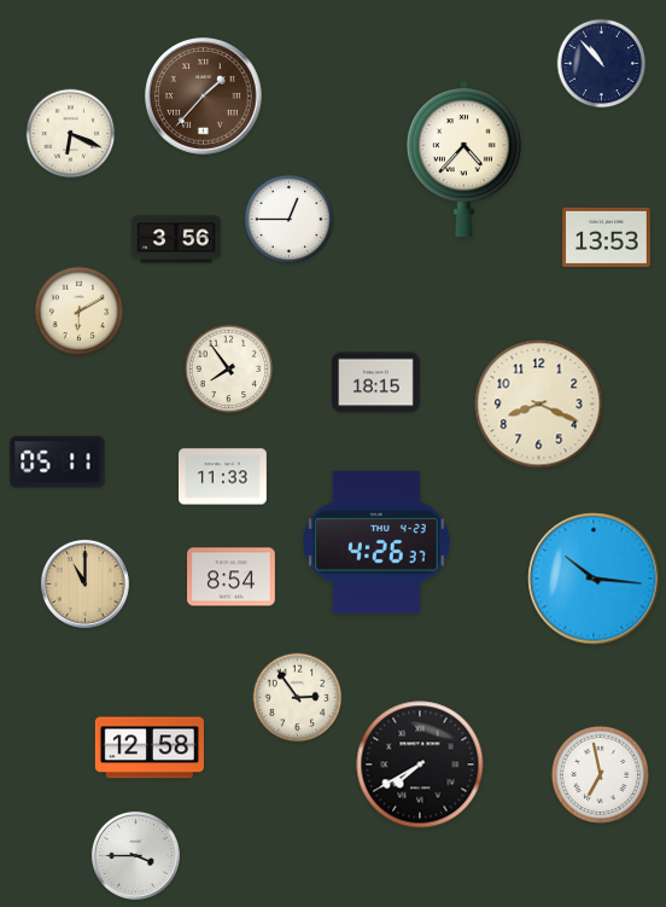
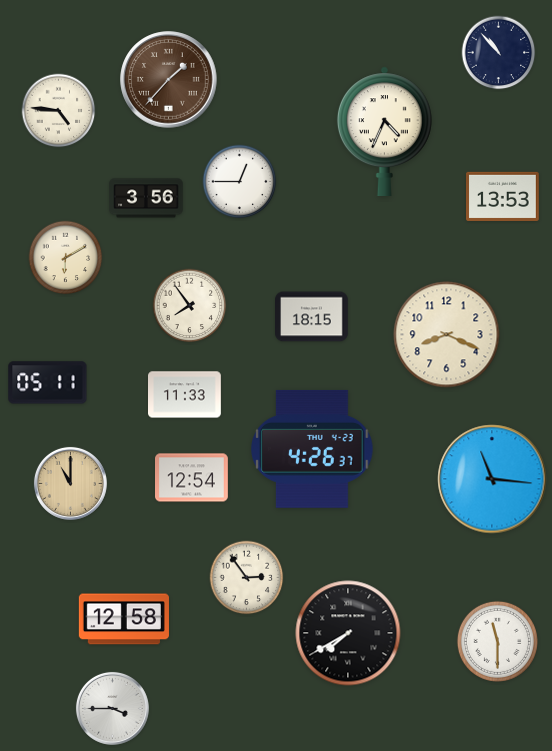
clock at (71, 134): 6:19 -> 4:46
clock at (463, 158): 4:37 -> 4:34
clock at (232, 577): 8:54 -> 12:54
clock at (594, 578): 10:16 -> 11:16
clock at (600, 774): 6:58 -> 11:30
